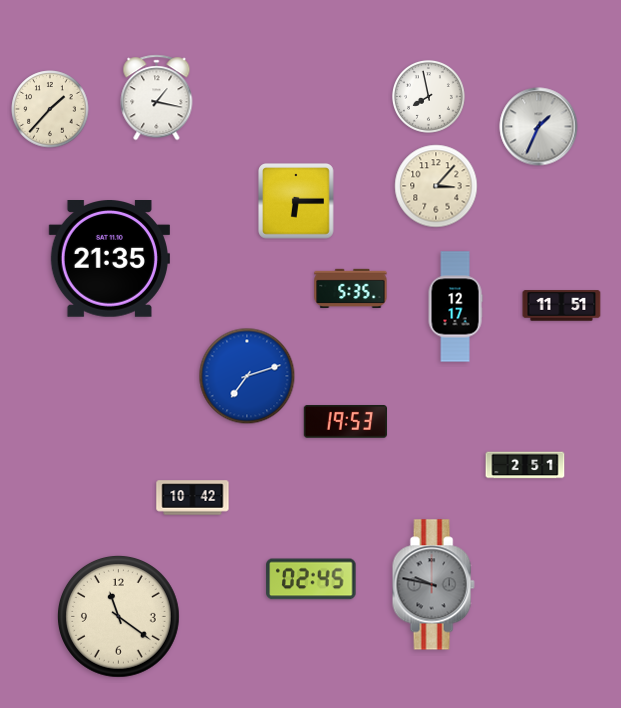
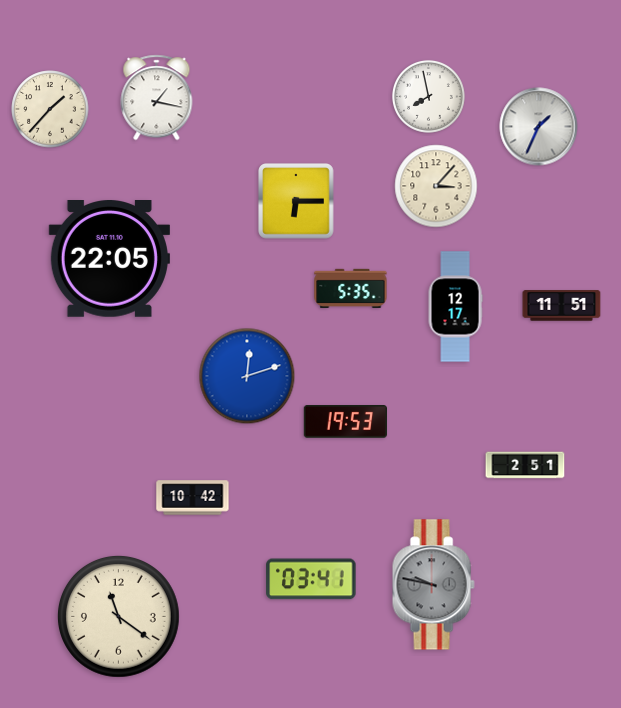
clock at (109, 259): 21:35 -> 22:05
clock at (247, 376): 7:12 -> 12:12
clock at (311, 579): 02:45 -> 03:41
